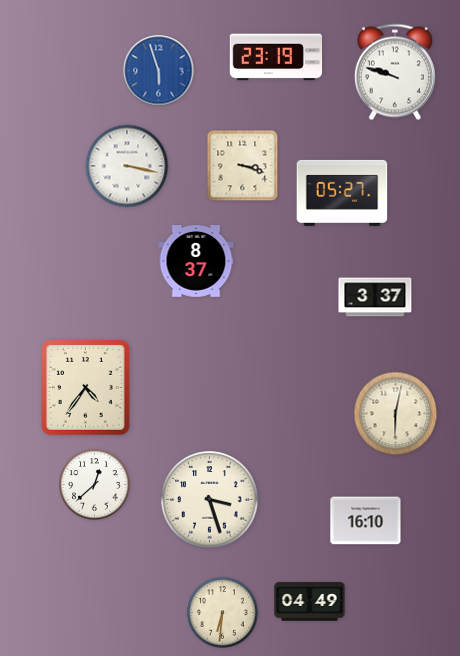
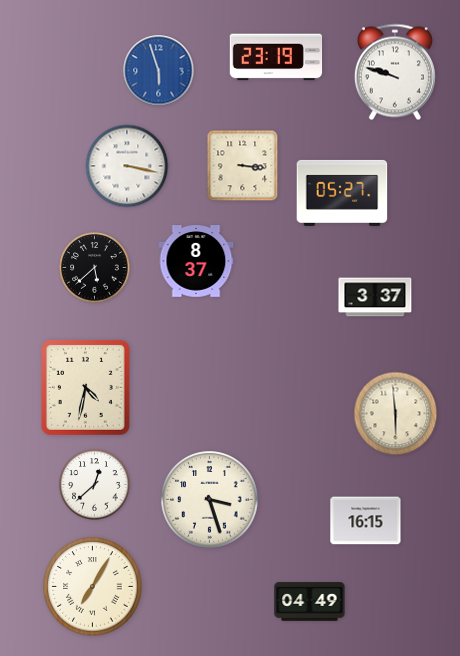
clock at (243, 166): 3:18 -> 3:16
clock at (95, 268): none -> 5:38
clock at (85, 387): 4:36 -> 4:32
clock at (396, 414): 6:02 -> 5:59
clock at (366, 521): 16:10 -> 16:15
clock at (93, 587): none -> 7:05
clock at (223, 613): 6:31 -> none
